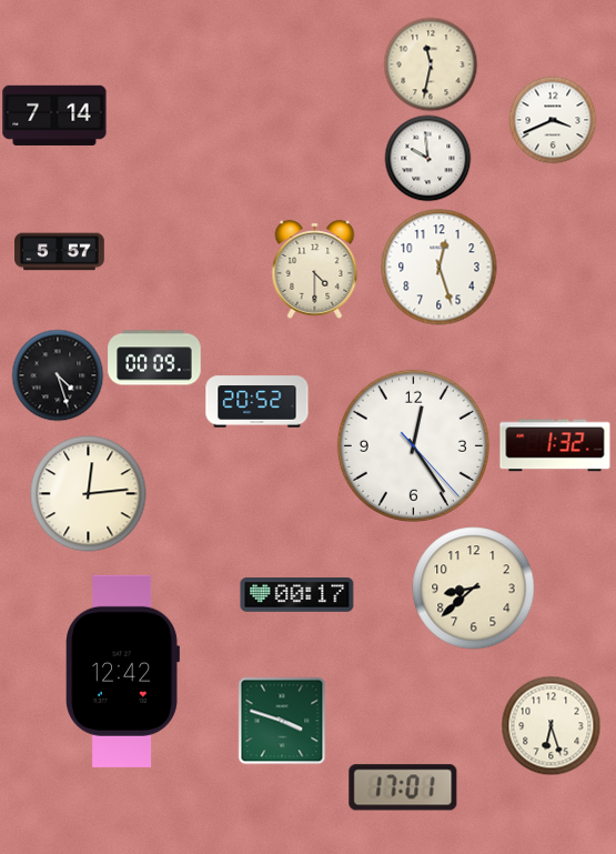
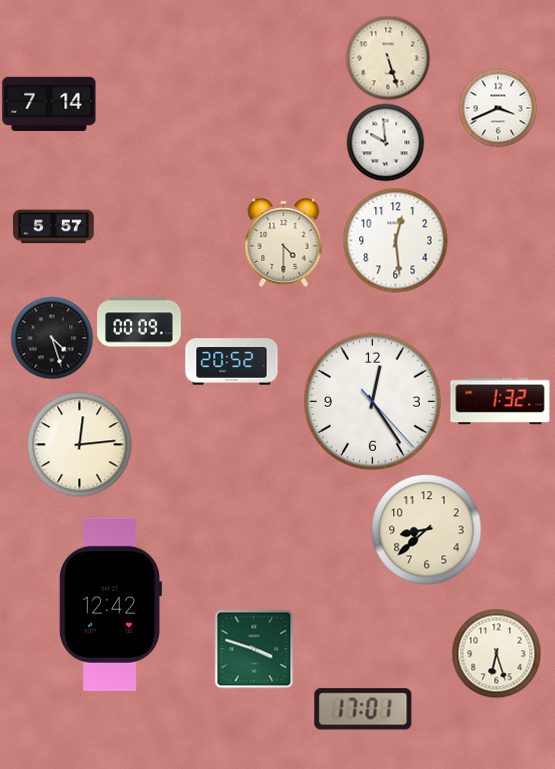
clock at (431, 64): 11:32 -> 5:27
clock at (440, 268): 12:27 -> 12:29
clock at (297, 595): 00:17 -> none
